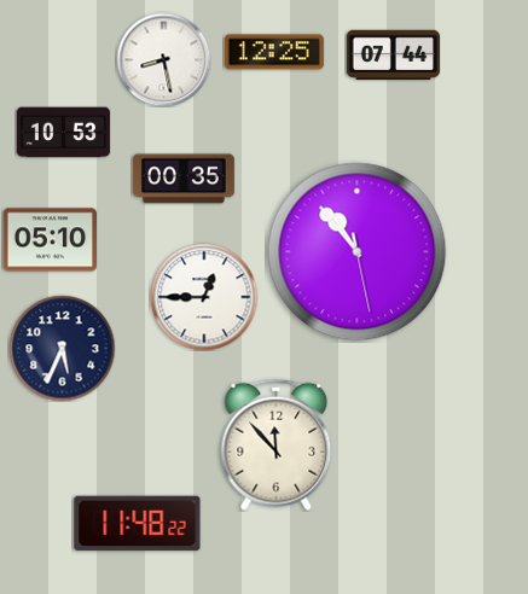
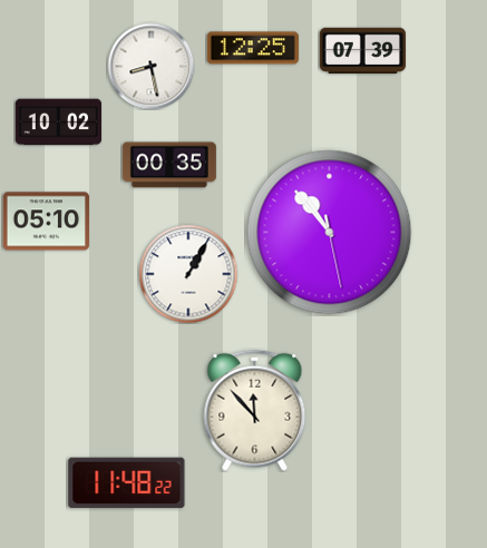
clock at (393, 56): 07:44 -> 07:39
clock at (163, 59) position: (163, 59) -> (150, 66)
clock at (63, 133): 10:53 -> 10:02
clock at (204, 297): 12:45 -> 1:05
clock at (62, 348): 5:34 -> none
